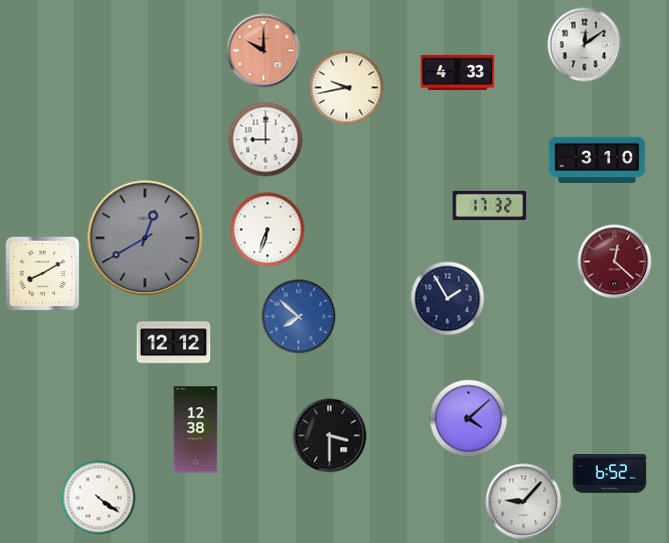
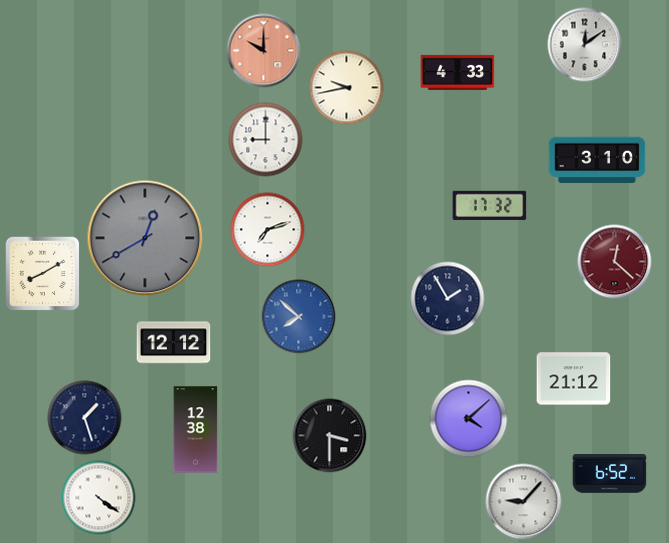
clock at (268, 230): 6:33 -> 7:12
clock at (574, 379): none -> 21:12
clock at (85, 418): none -> 1:27
